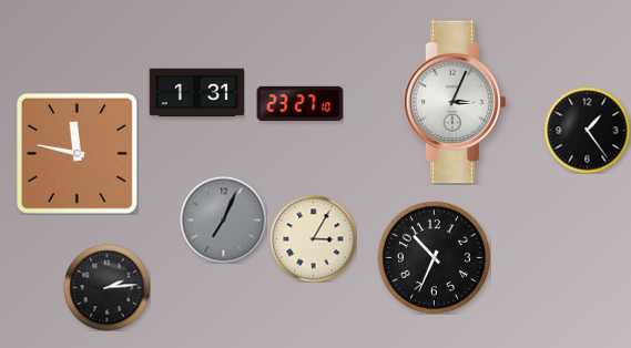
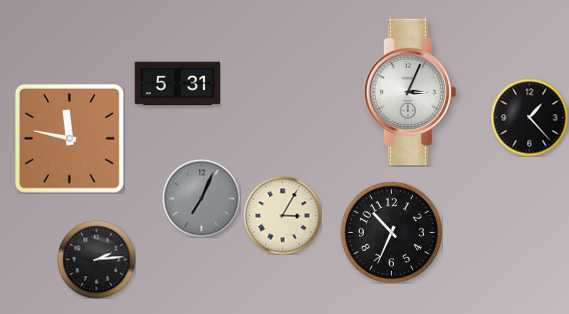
clock at (196, 93): 1:31 -> 5:31
clock at (299, 103): 23:27 -> none
clock at (587, 130): 1:24 -> 1:23
